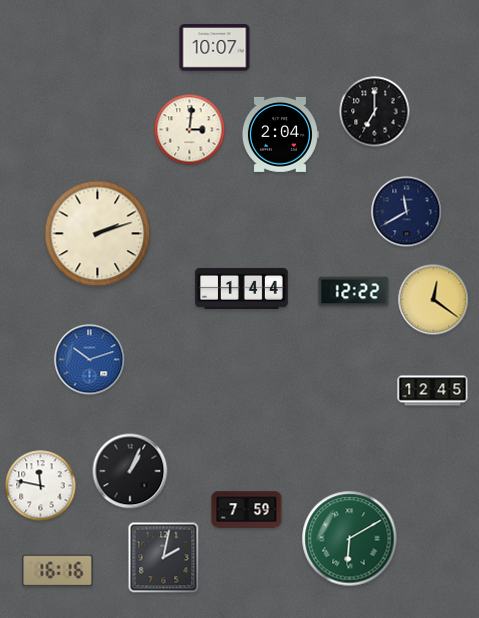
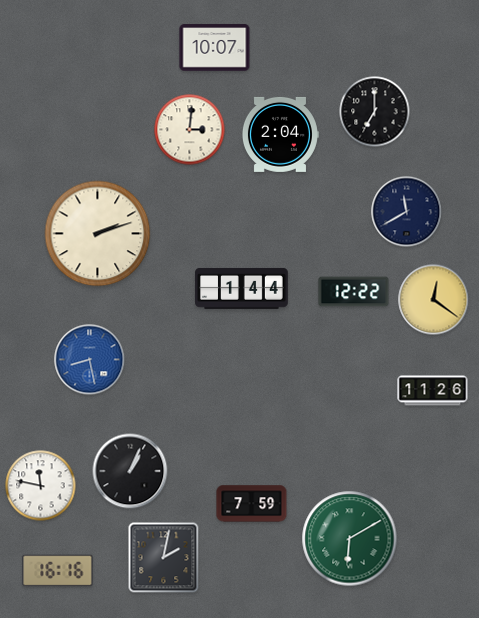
clock at (90, 360): 10:12 -> 8:28
clock at (433, 391): 12:45 -> 11:26
clock at (247, 510) position: (247, 510) -> (252, 504)
